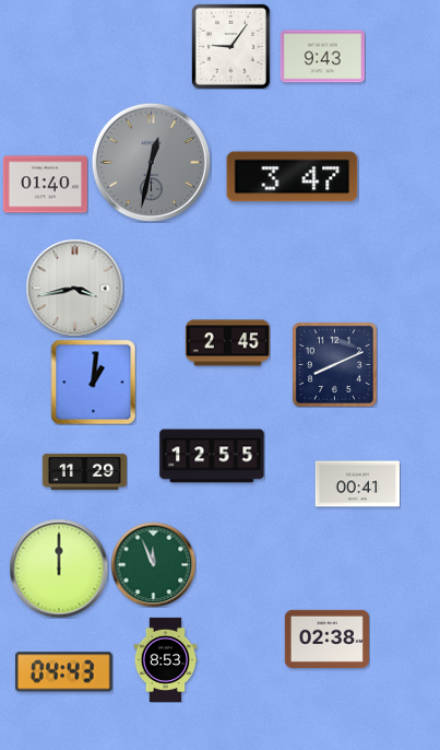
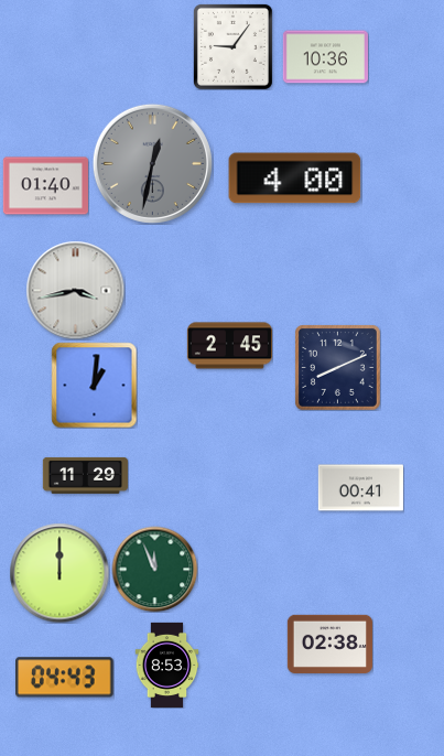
clock at (322, 57): 9:43 -> 10:36
clock at (293, 177): 3:47 -> 4:00
clock at (212, 456): 12:55 -> none
